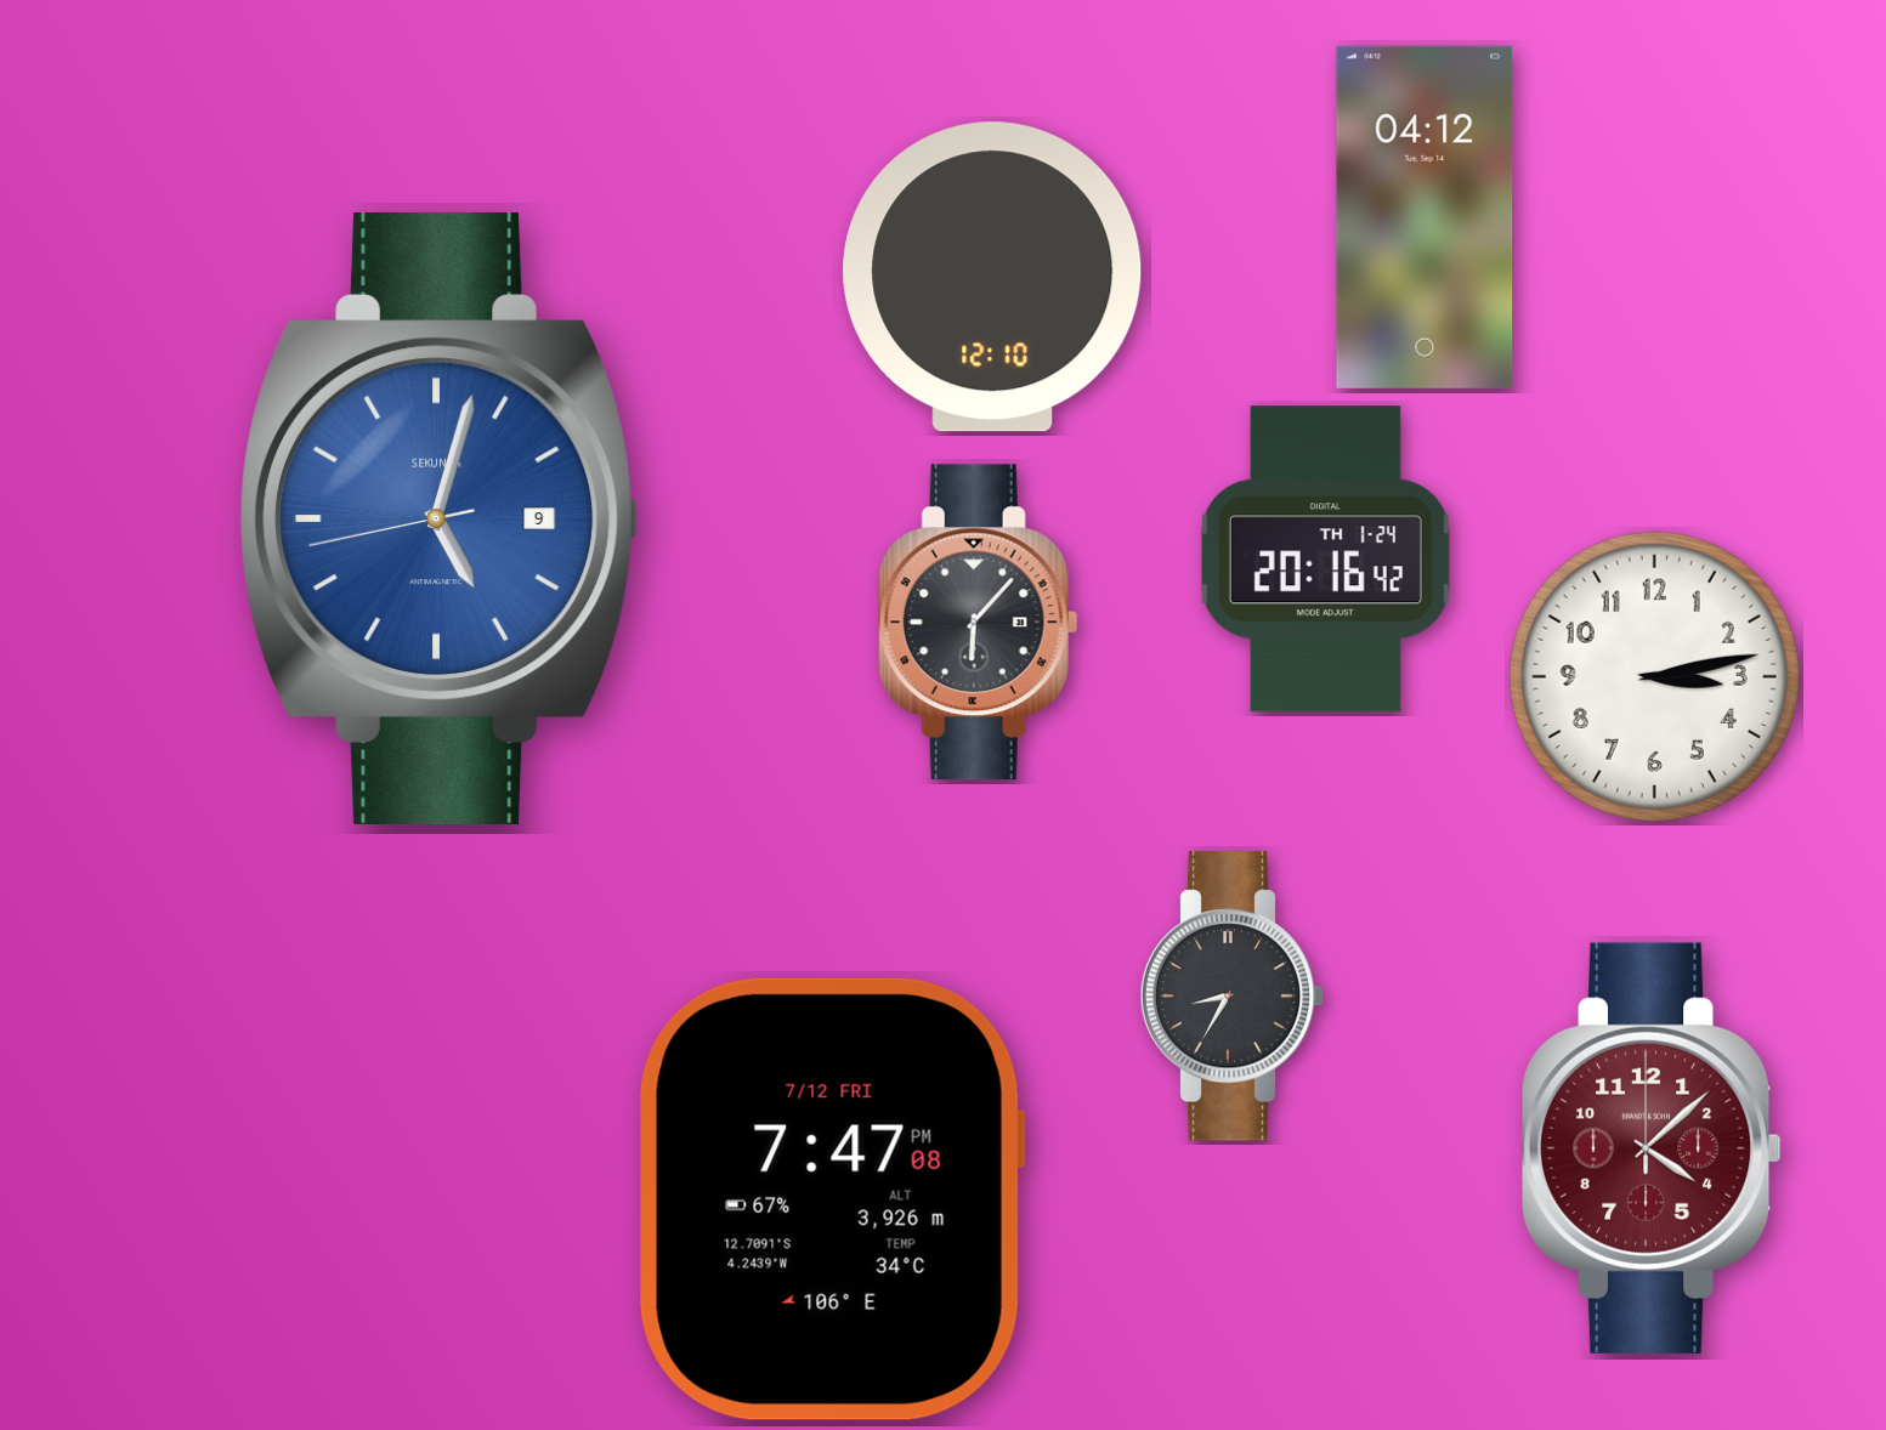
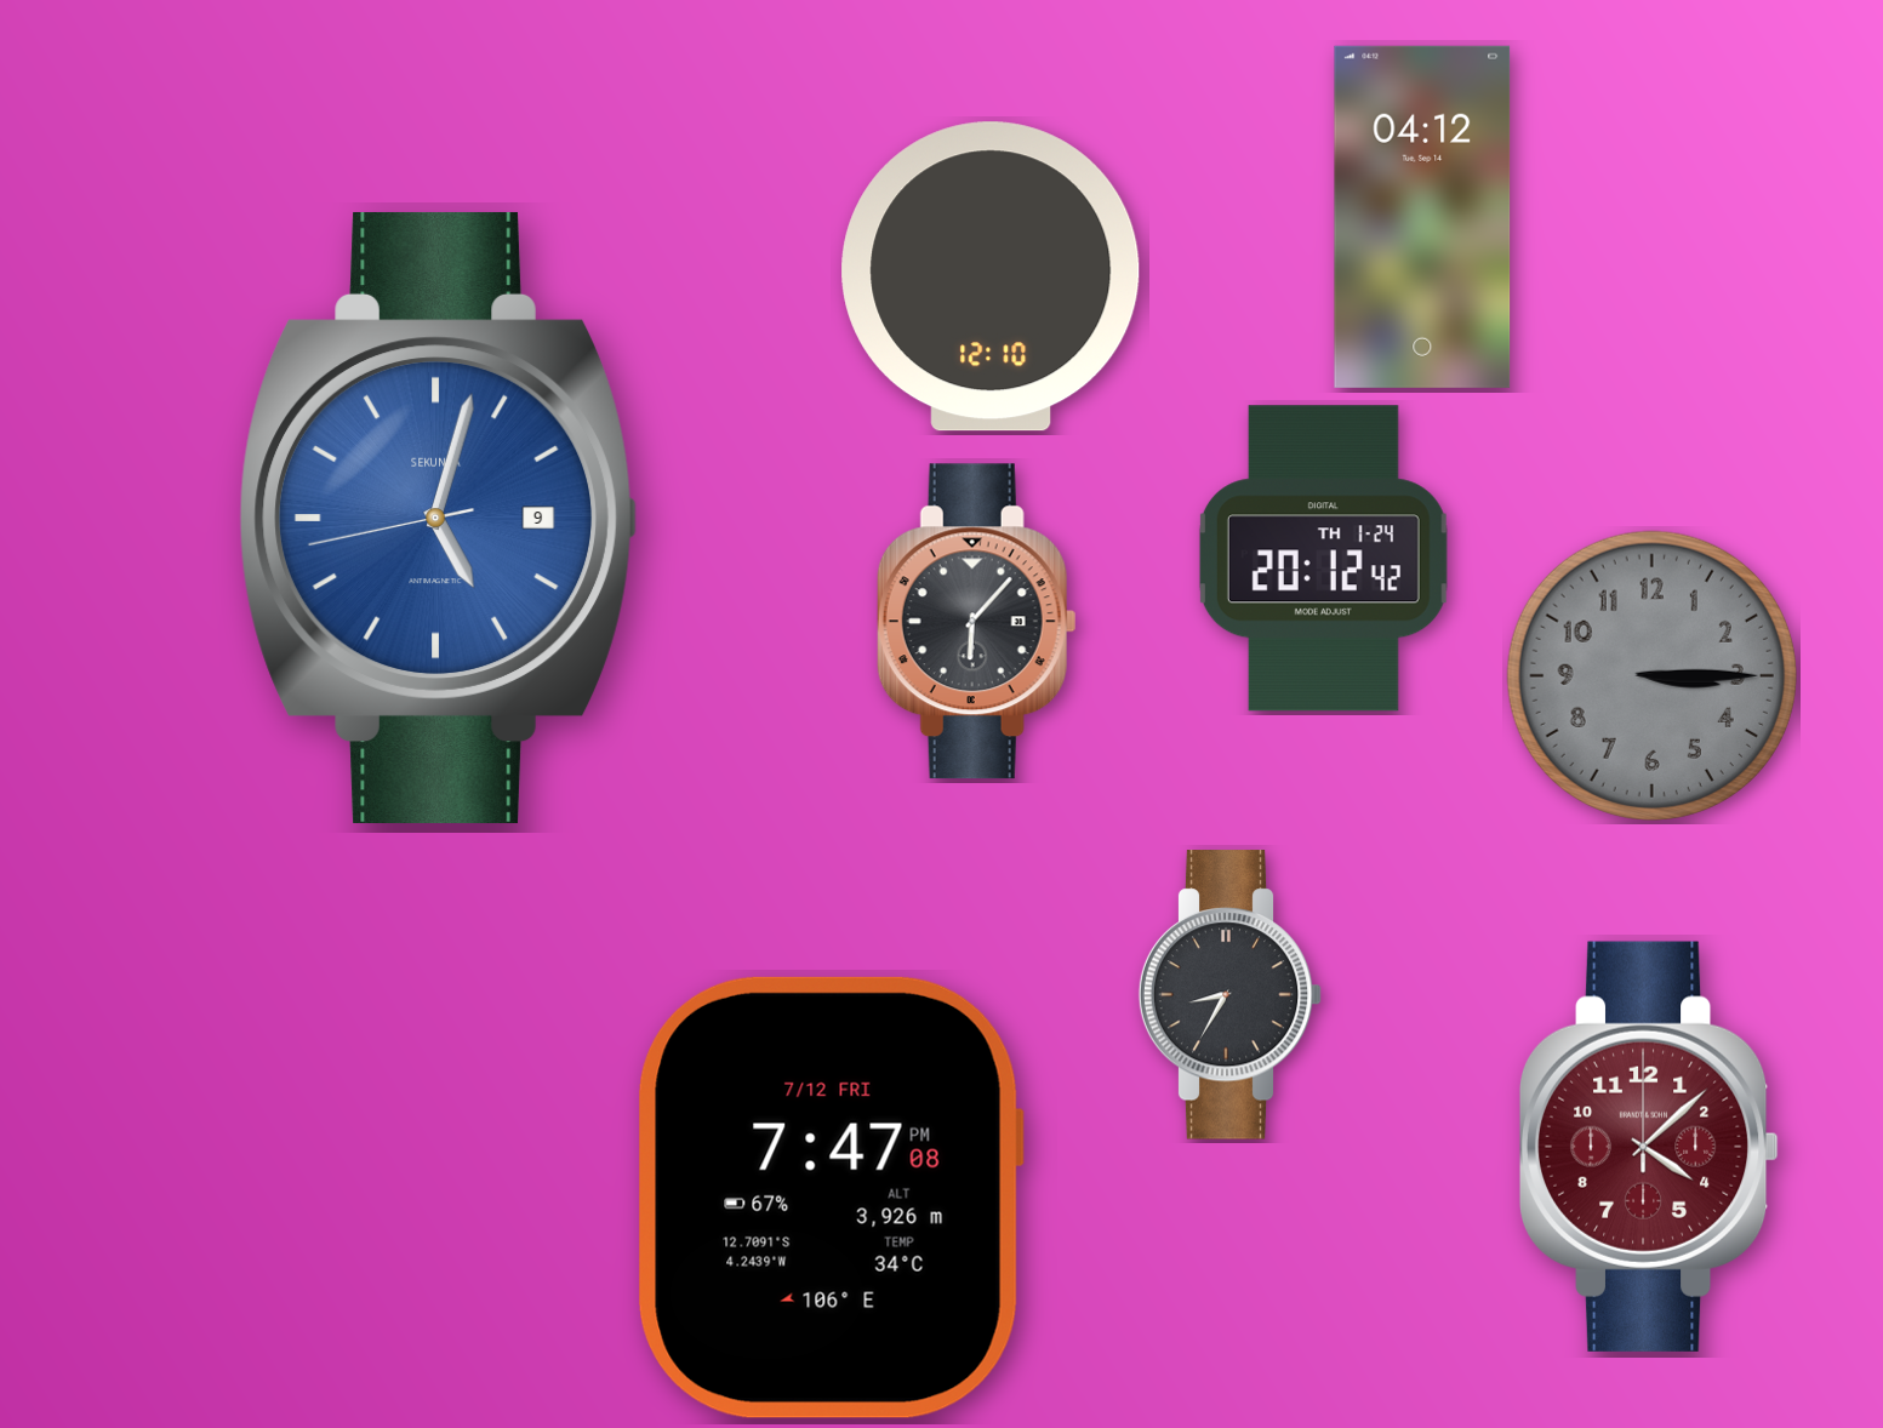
clock at (1325, 560): 20:16 -> 20:12
clock at (1654, 676): 3:13 -> 3:15
clock at (1654, 676) dial: white -> grey
